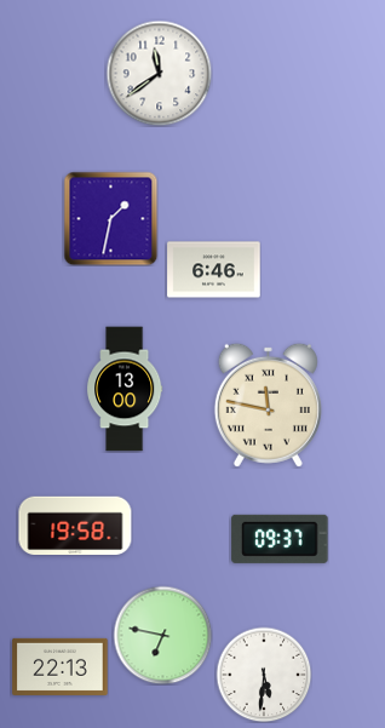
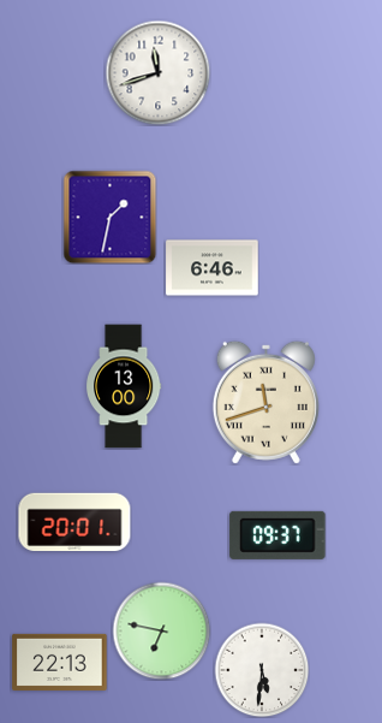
clock at (159, 73): 11:39 -> 11:42
clock at (268, 405): 11:47 -> 11:42
clock at (75, 524): 19:58 -> 20:01
